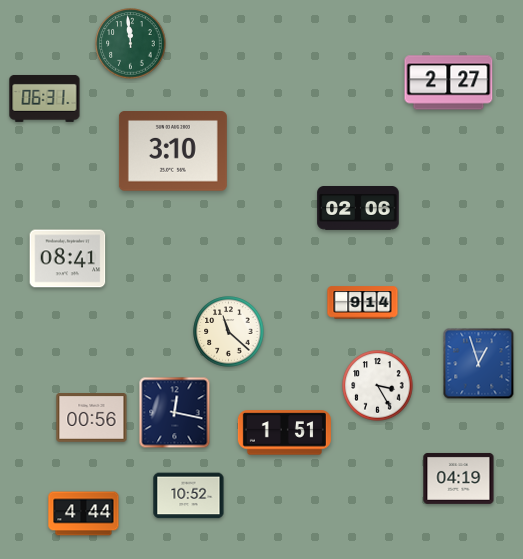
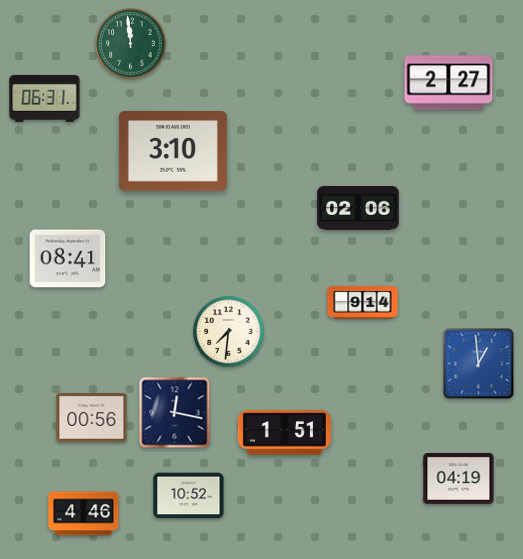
clock at (229, 332): 11:22 -> 7:31
clock at (479, 364): 12:57 -> 12:59
clock at (378, 386): 3:25 -> none
clock at (84, 514): 4:44 -> 4:46
